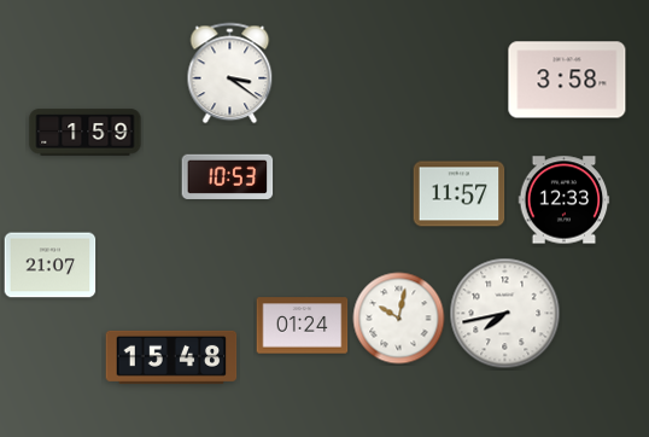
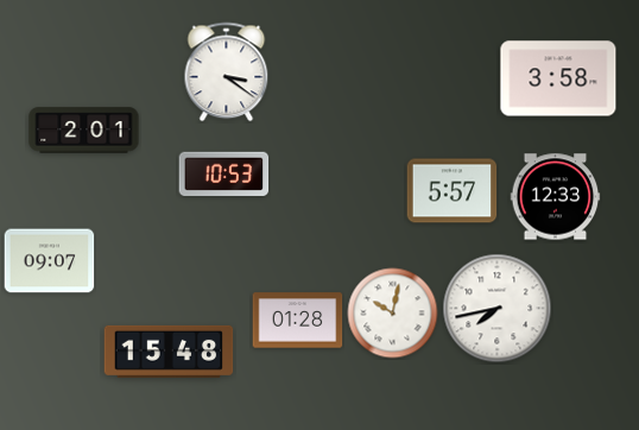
clock at (86, 133): 1:59 -> 2:01
clock at (460, 194): 11:57 -> 5:57
clock at (51, 266): 21:07 -> 09:07
clock at (303, 326): 01:24 -> 01:28
